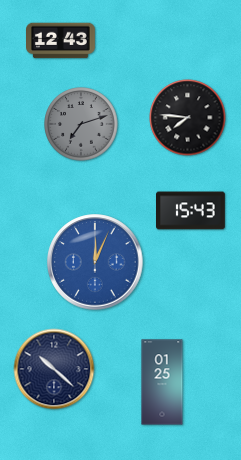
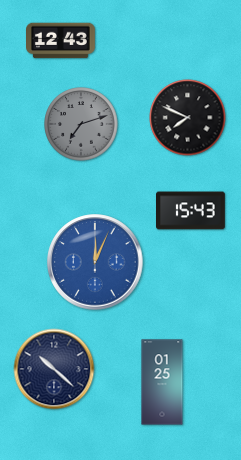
clock at (188, 118): 7:46 -> 7:49
